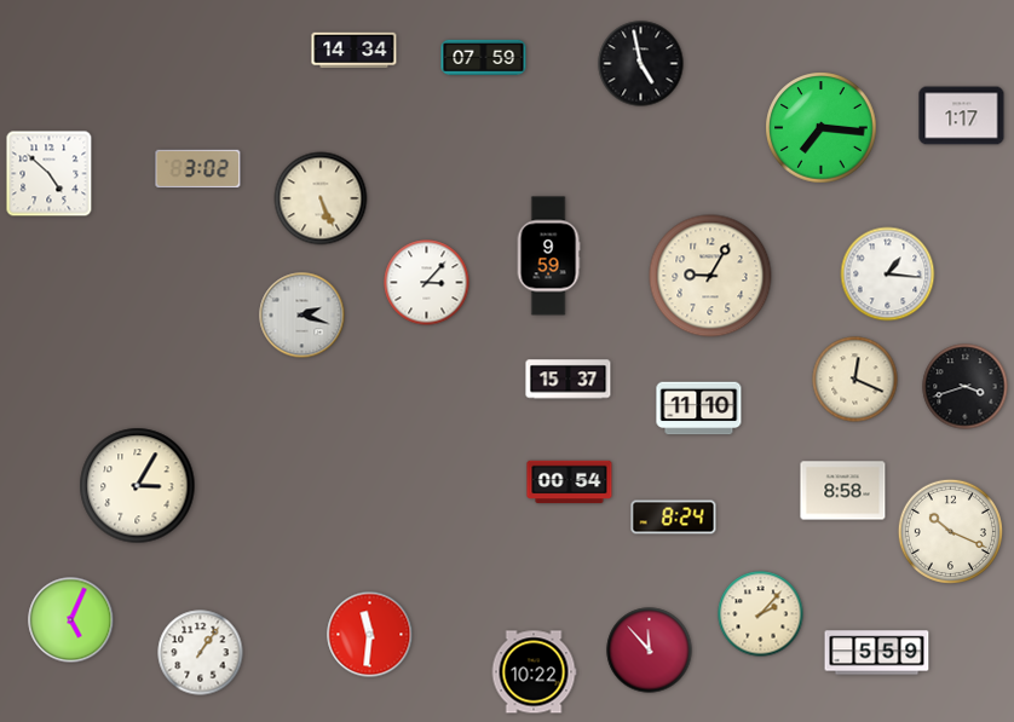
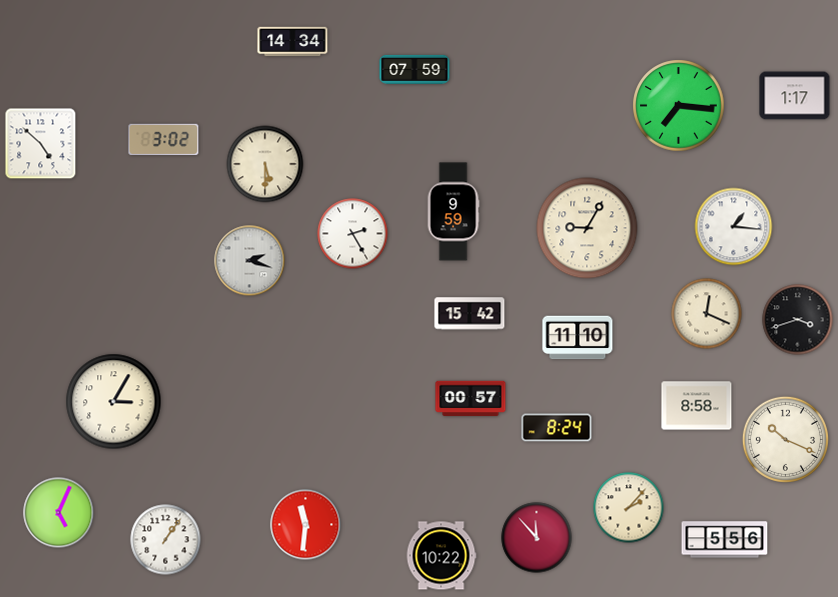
clock at (484, 57) position: (484, 57) -> (415, 69)
clock at (641, 64): 4:58 -> none
clock at (321, 198): 5:26 -> 5:30
clock at (427, 283): 3:07 -> 2:25
clock at (569, 380): 15:37 -> 15:42
clock at (570, 483): 00:54 -> 00:57
clock at (877, 653): 5:59 -> 5:56
